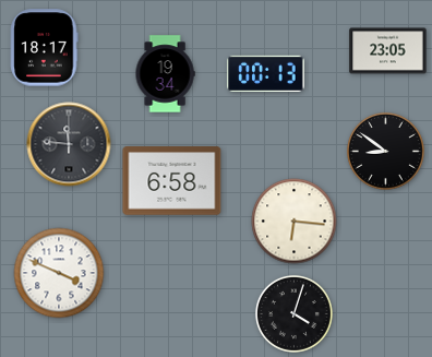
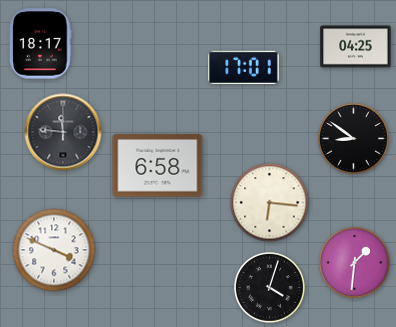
clock at (388, 51): 23:05 -> 04:25
clock at (266, 73): 00:13 -> 17:01
clock at (165, 74): 19:34 -> none
clock at (354, 262): none -> 1:31
